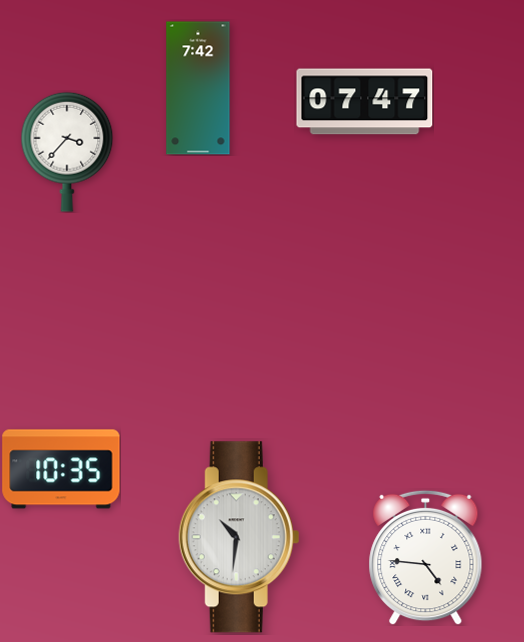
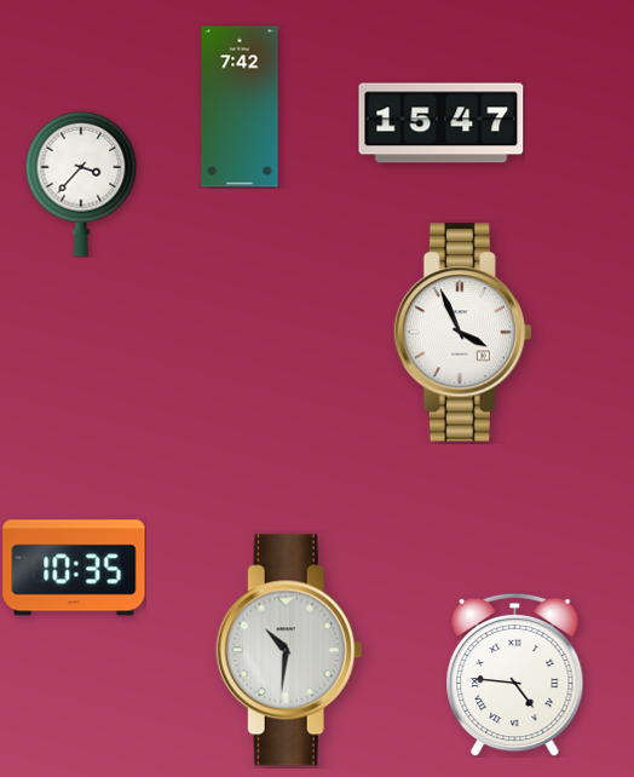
clock at (365, 102): 07:47 -> 15:47
clock at (462, 333): none -> 3:56
